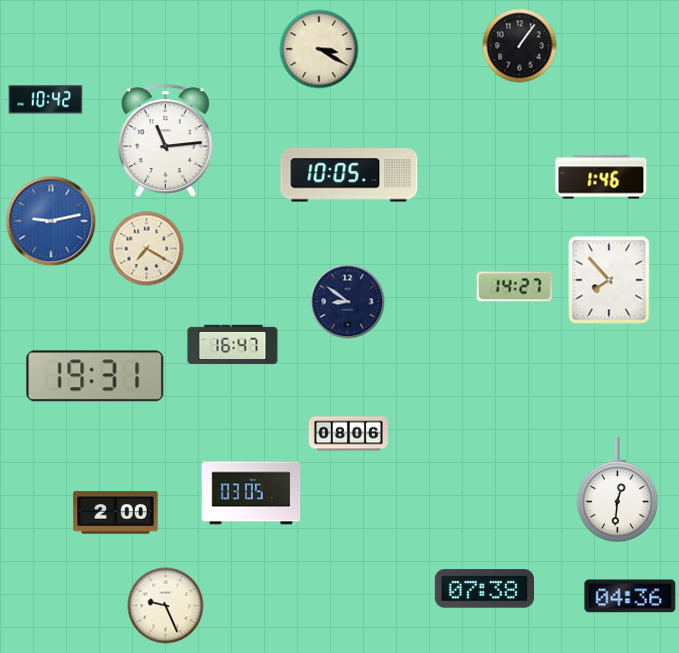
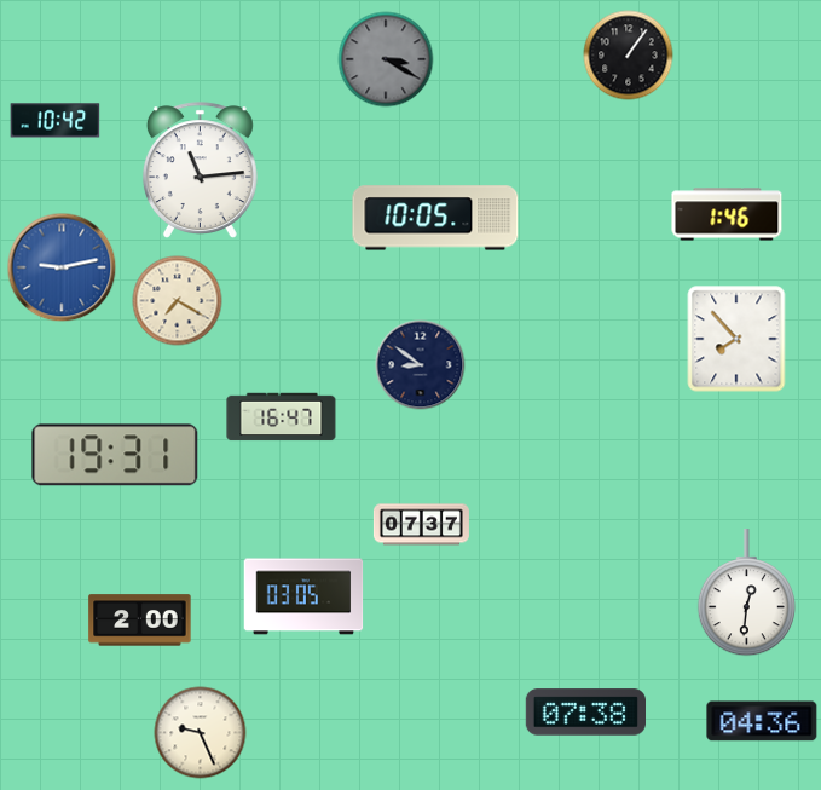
clock at (319, 49) dial: cream -> grey
clock at (349, 175) position: (349, 175) -> (435, 218)
clock at (515, 287): 14:27 -> none
clock at (348, 434): 08:06 -> 07:37
